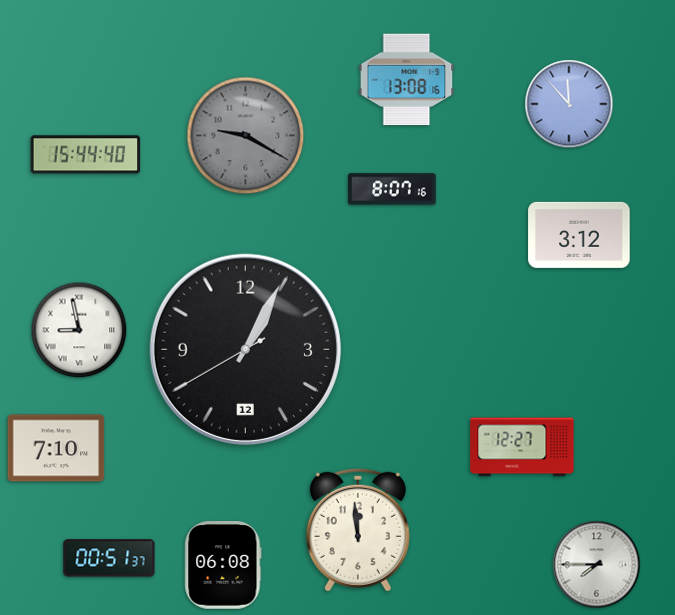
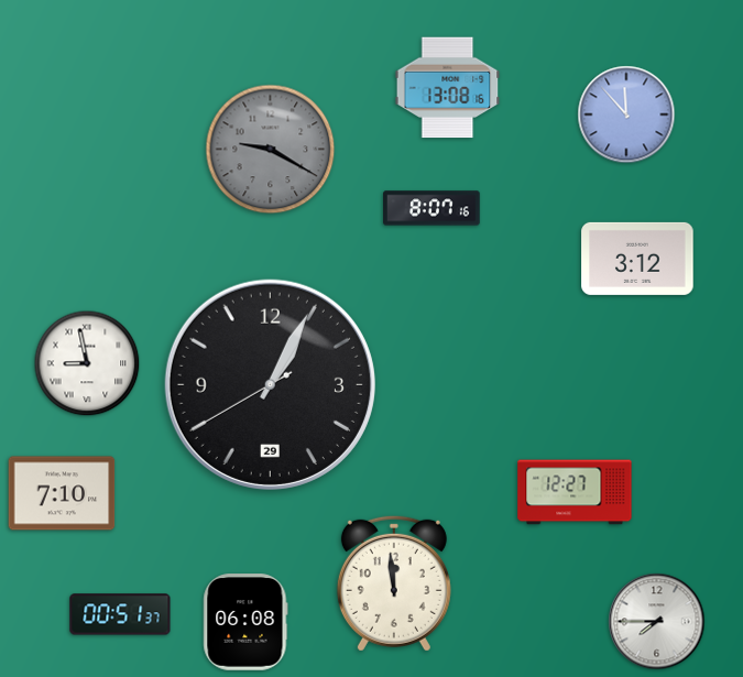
clock at (86, 155): 15:44 -> none
clock at (245, 349) date: 12 -> 29
